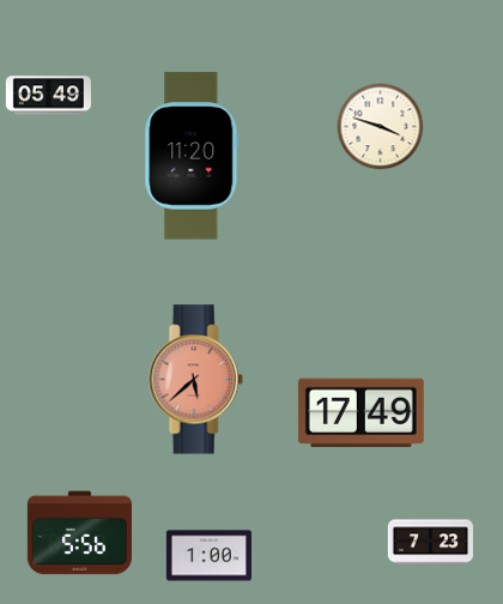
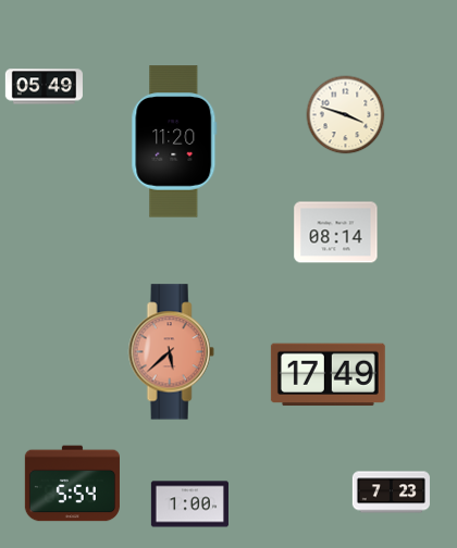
clock at (336, 233): none -> 08:14
clock at (195, 380) position: (195, 380) -> (171, 352)
clock at (79, 533): 5:56 -> 5:54
